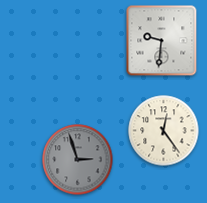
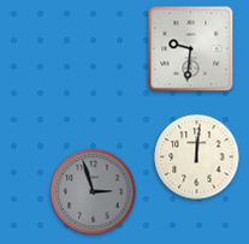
clock at (162, 41) position: (162, 41) -> (191, 49)
clock at (164, 131): 12:24 -> 12:01
